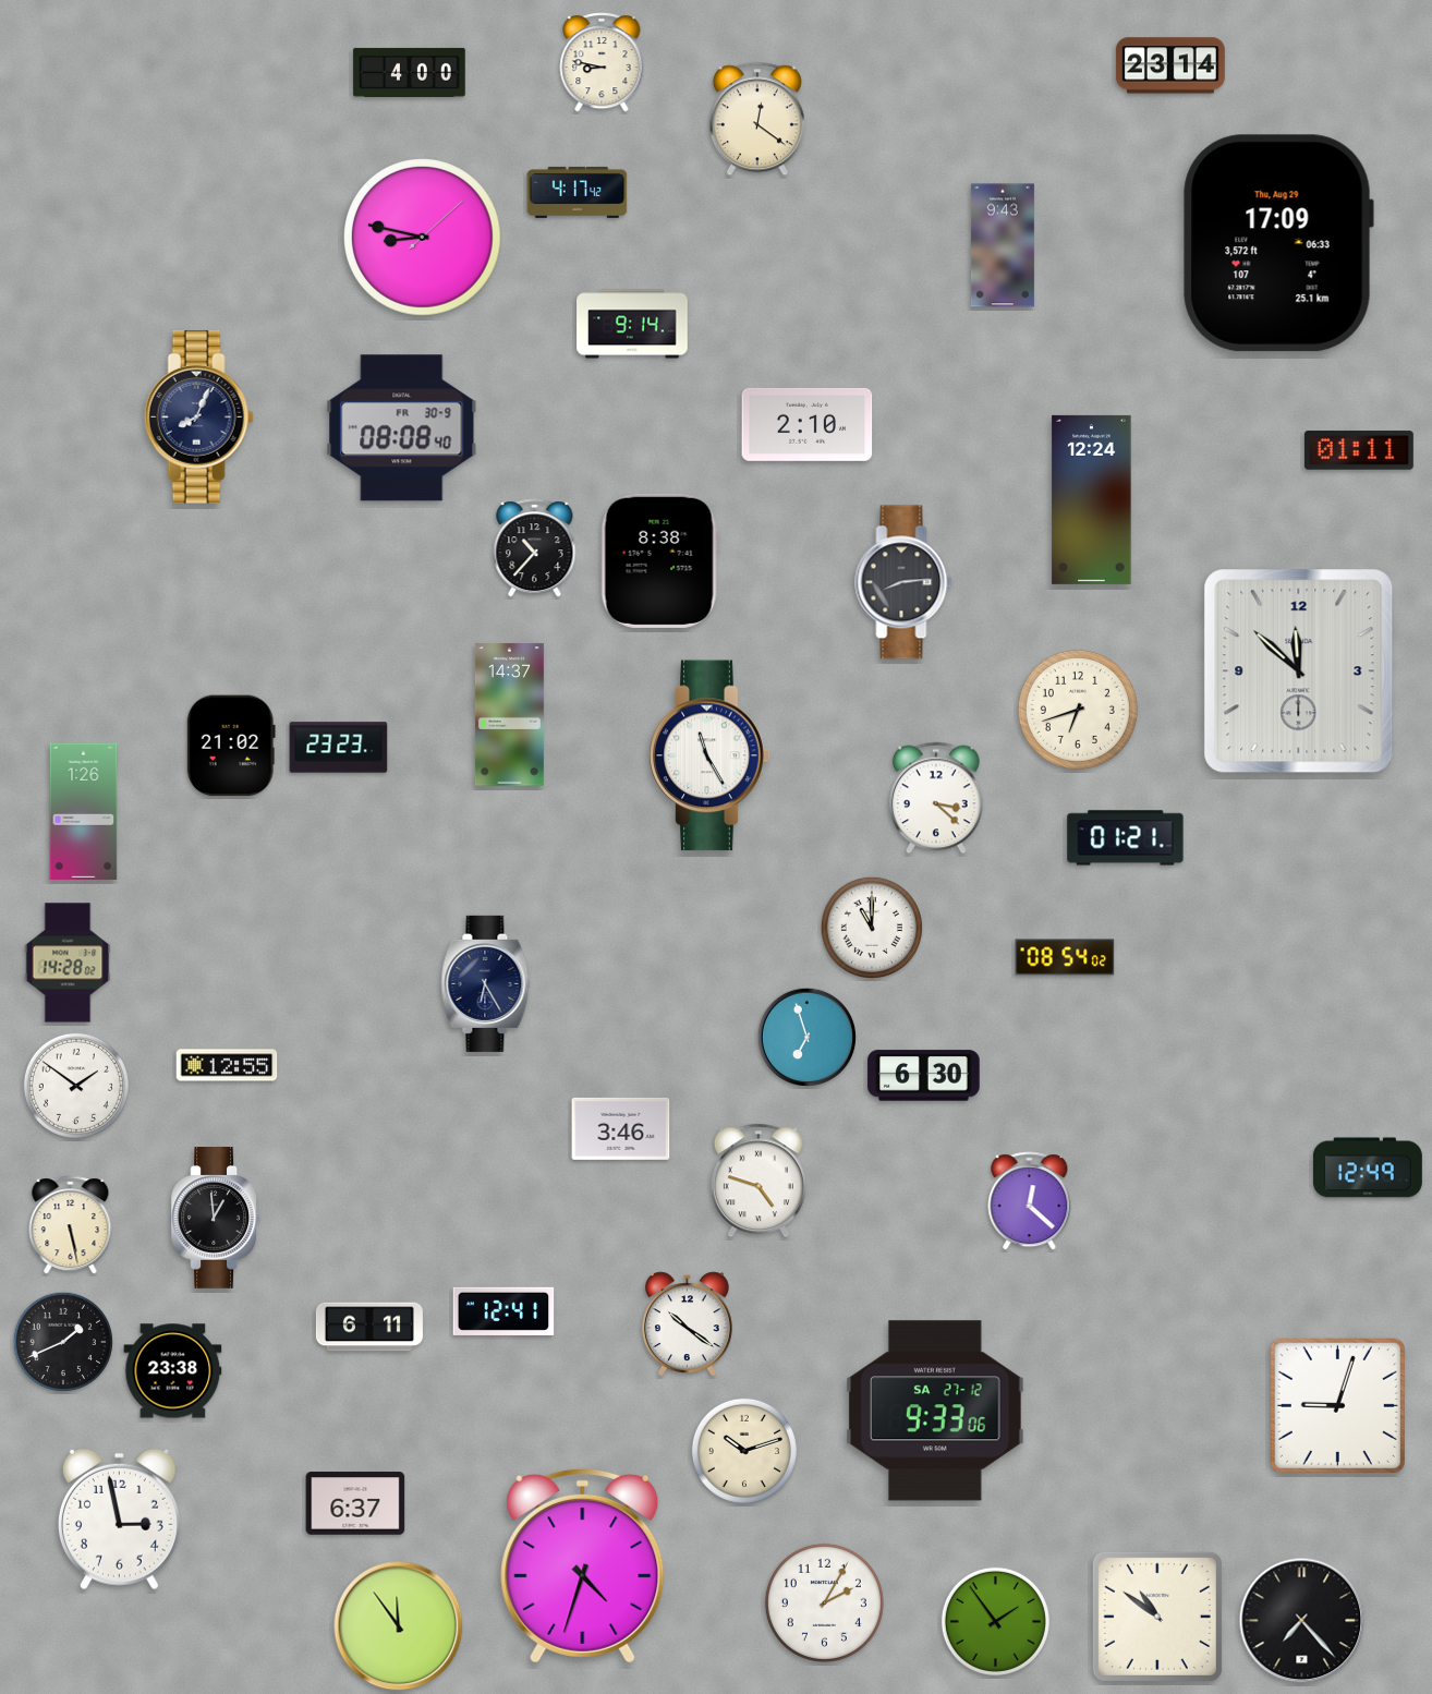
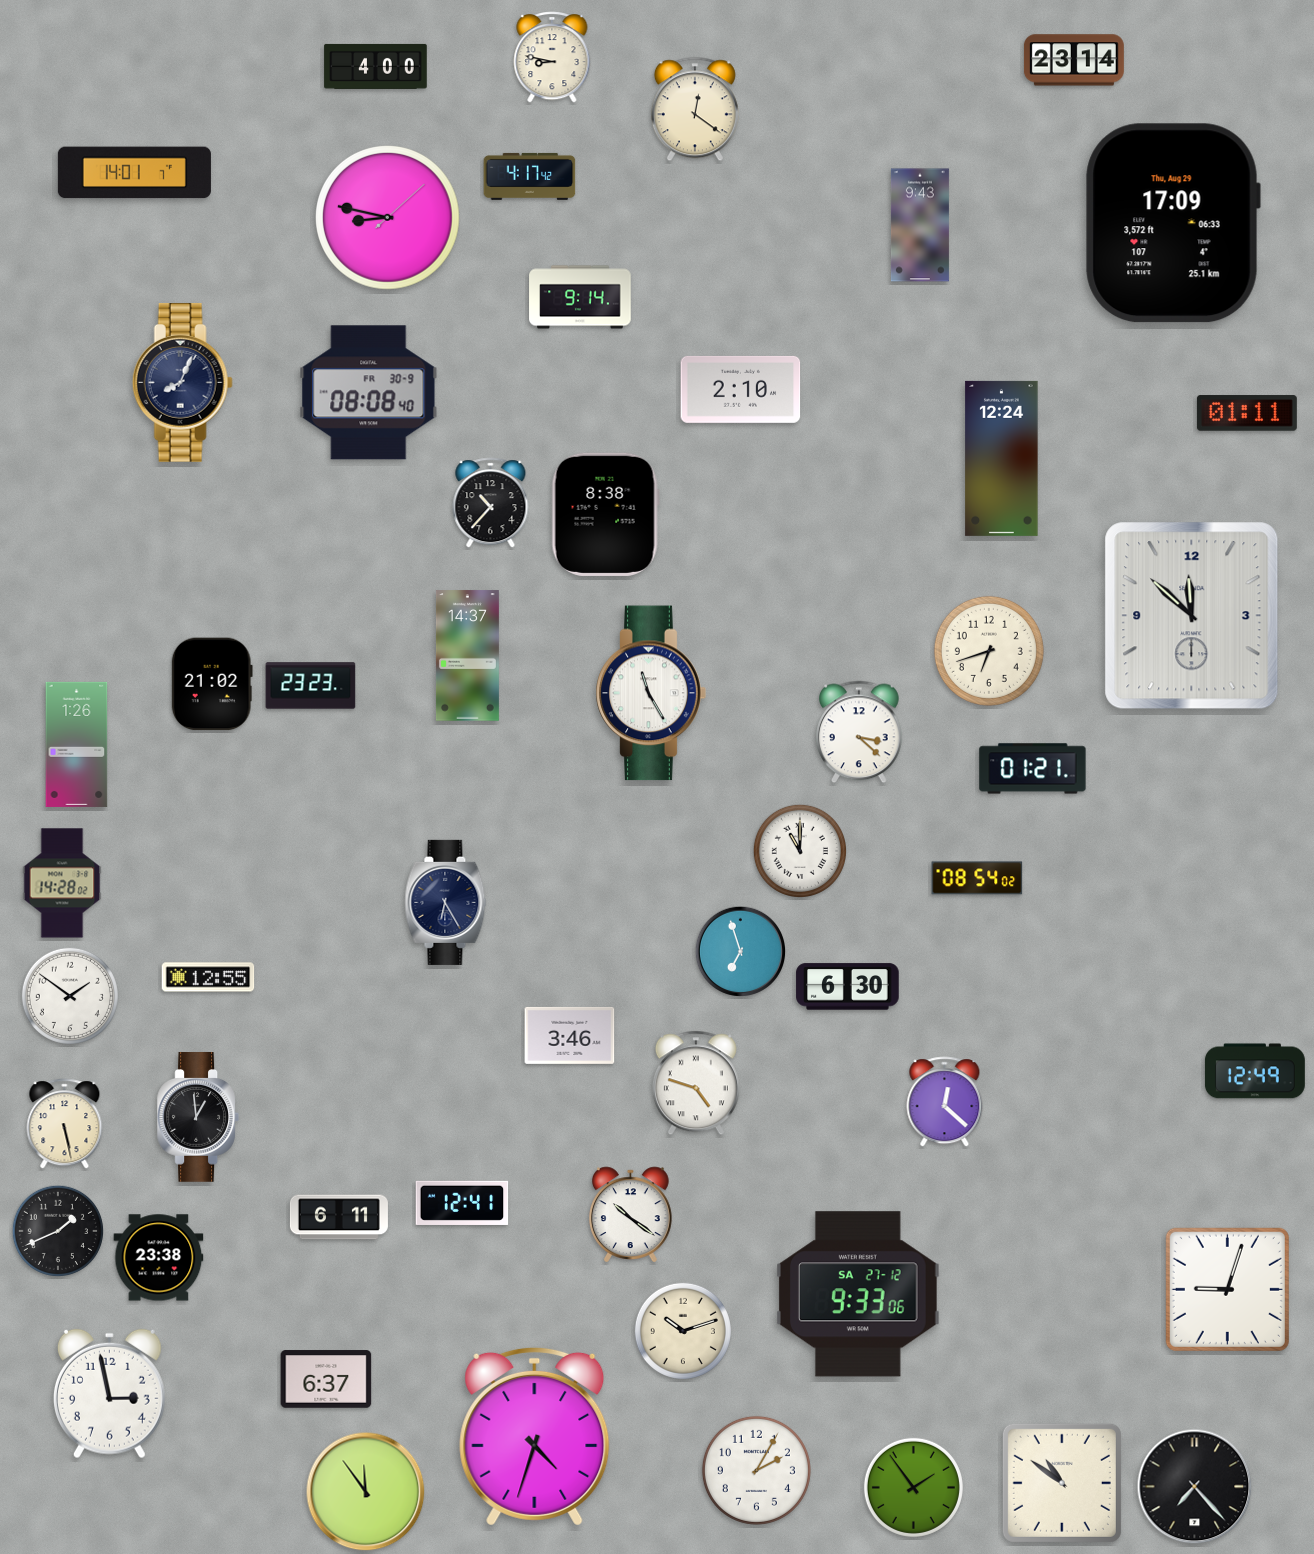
clock at (134, 173): none -> 14:01
clock at (903, 582): 8:14 -> none
